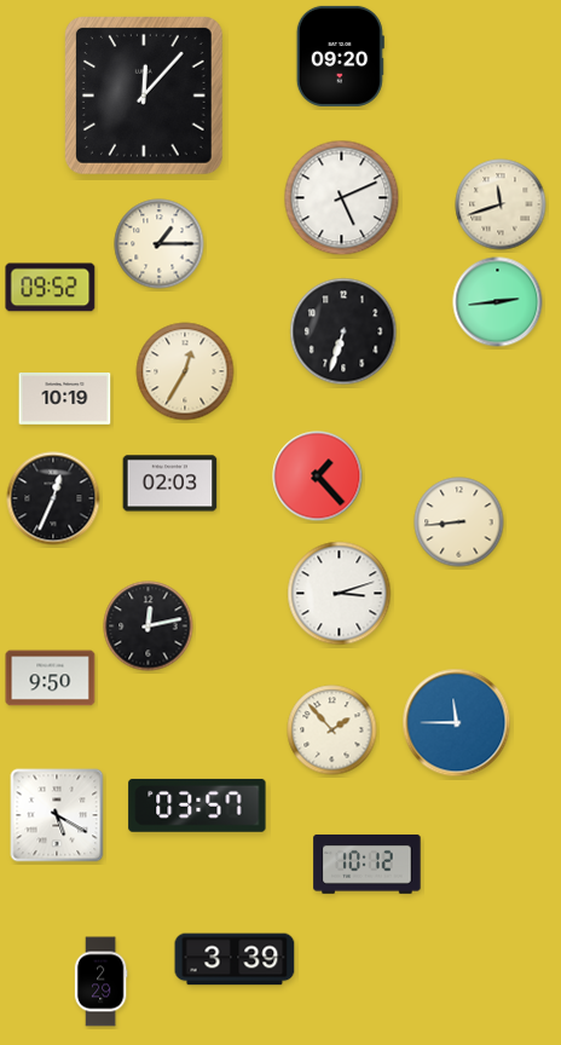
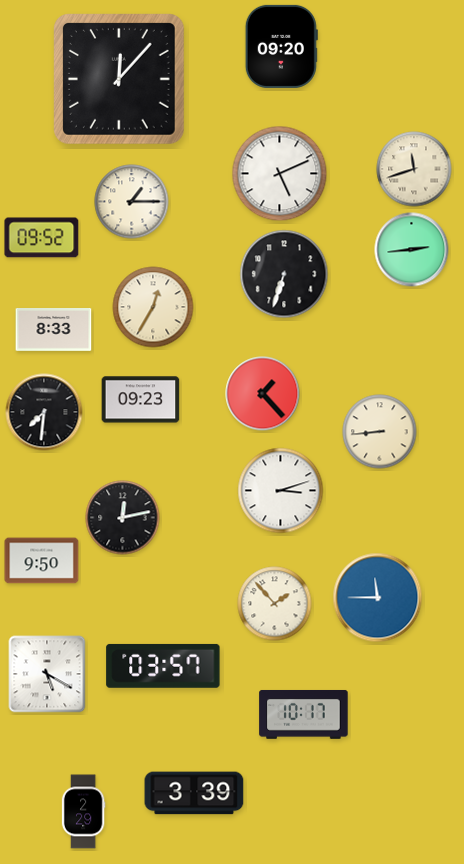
clock at (342, 198) position: (342, 198) -> (280, 174)
clock at (65, 399): 10:19 -> 8:33
clock at (170, 484): 02:03 -> 09:23
clock at (53, 498): 12:34 -> 7:31
clock at (368, 864): 10:12 -> 10:17
